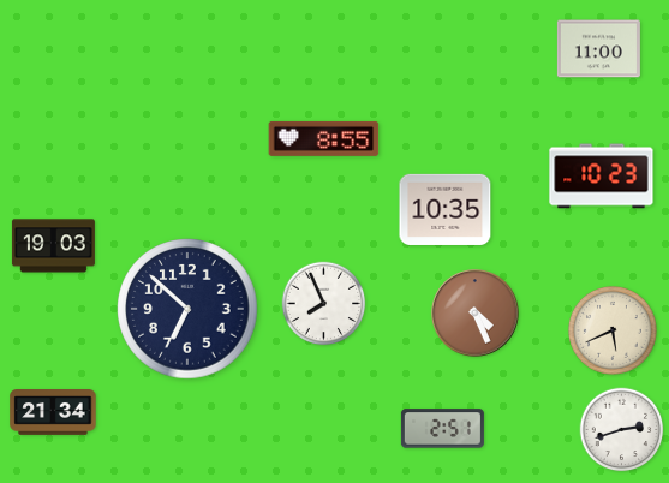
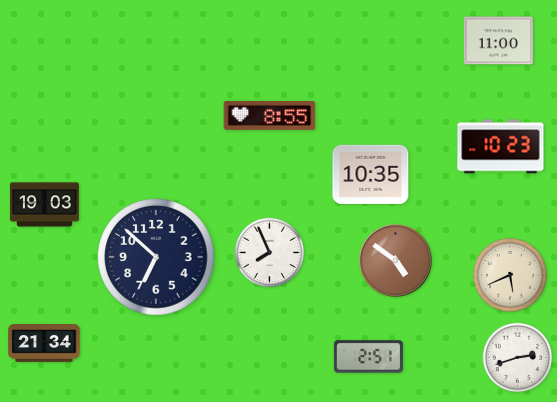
clock at (476, 314): 4:26 -> 4:51
